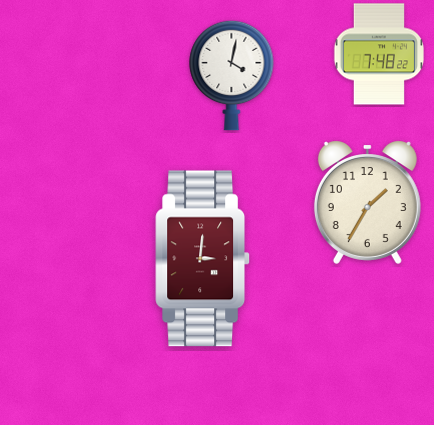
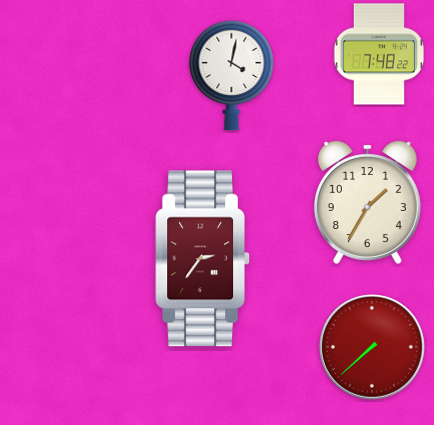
clock at (203, 259): 3:01 -> 2:36
clock at (373, 348): none -> 7:38
